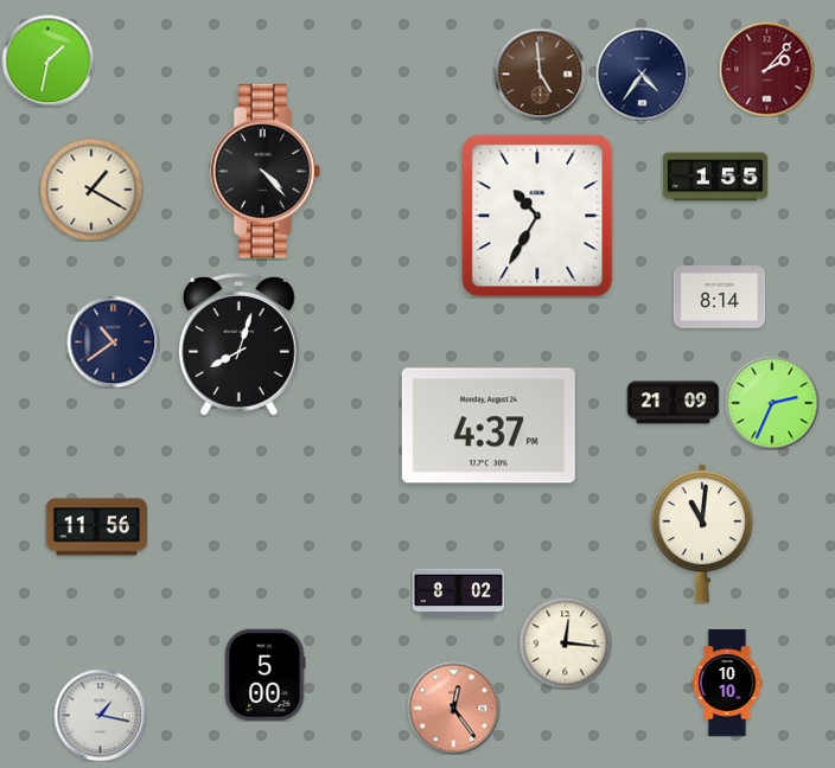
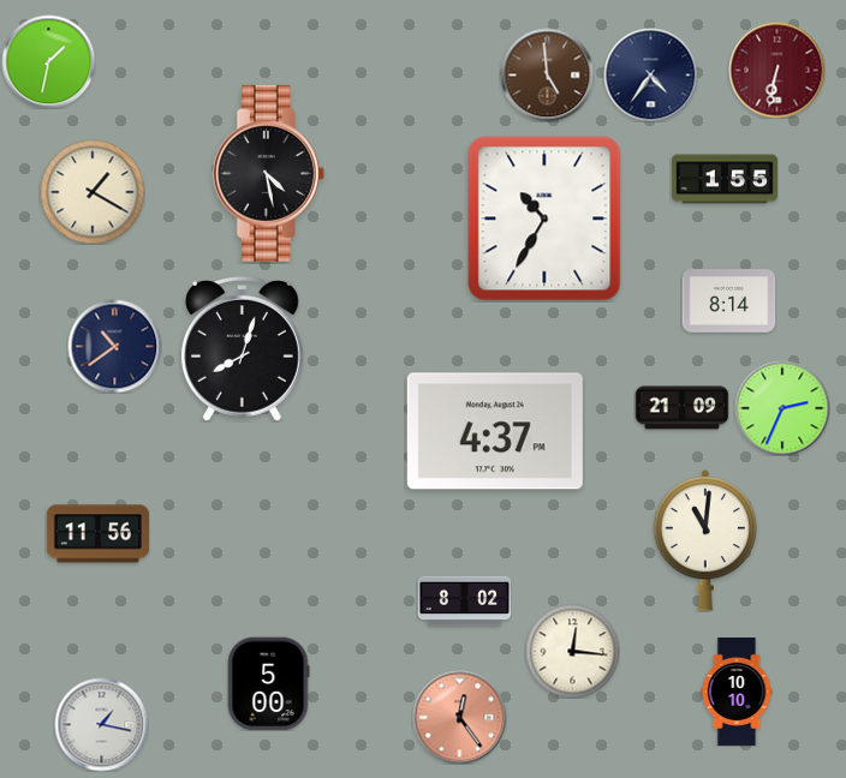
clock at (766, 69): 2:07 -> 6:32
clock at (264, 171): 4:23 -> 4:28
clock at (702, 535) position: (702, 535) -> (705, 541)
